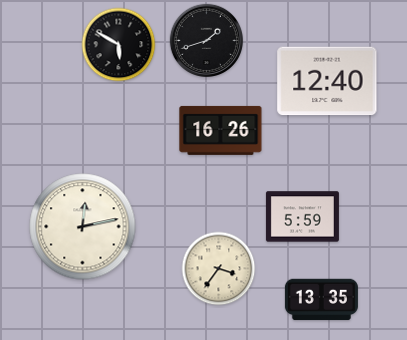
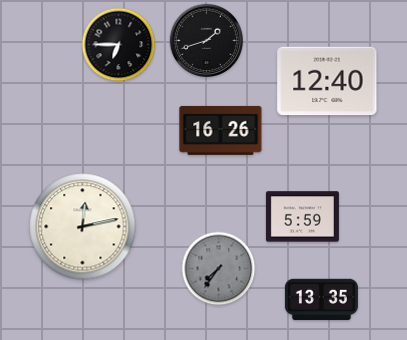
clock at (119, 45): 5:50 -> 6:45
clock at (219, 269): 3:36 -> 7:36
clock at (219, 269) dial: cream -> grey
